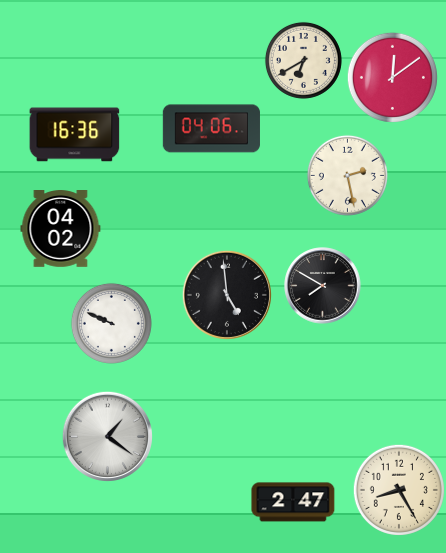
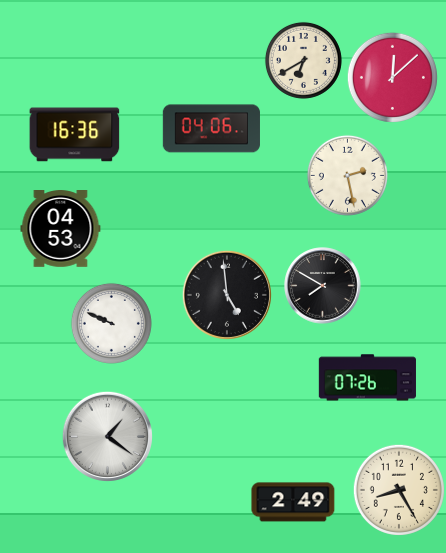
clock at (392, 77): 12:09 -> 12:08
clock at (61, 229): 04:02 -> 04:53
clock at (367, 378): none -> 07:26
clock at (293, 502): 2:47 -> 2:49
